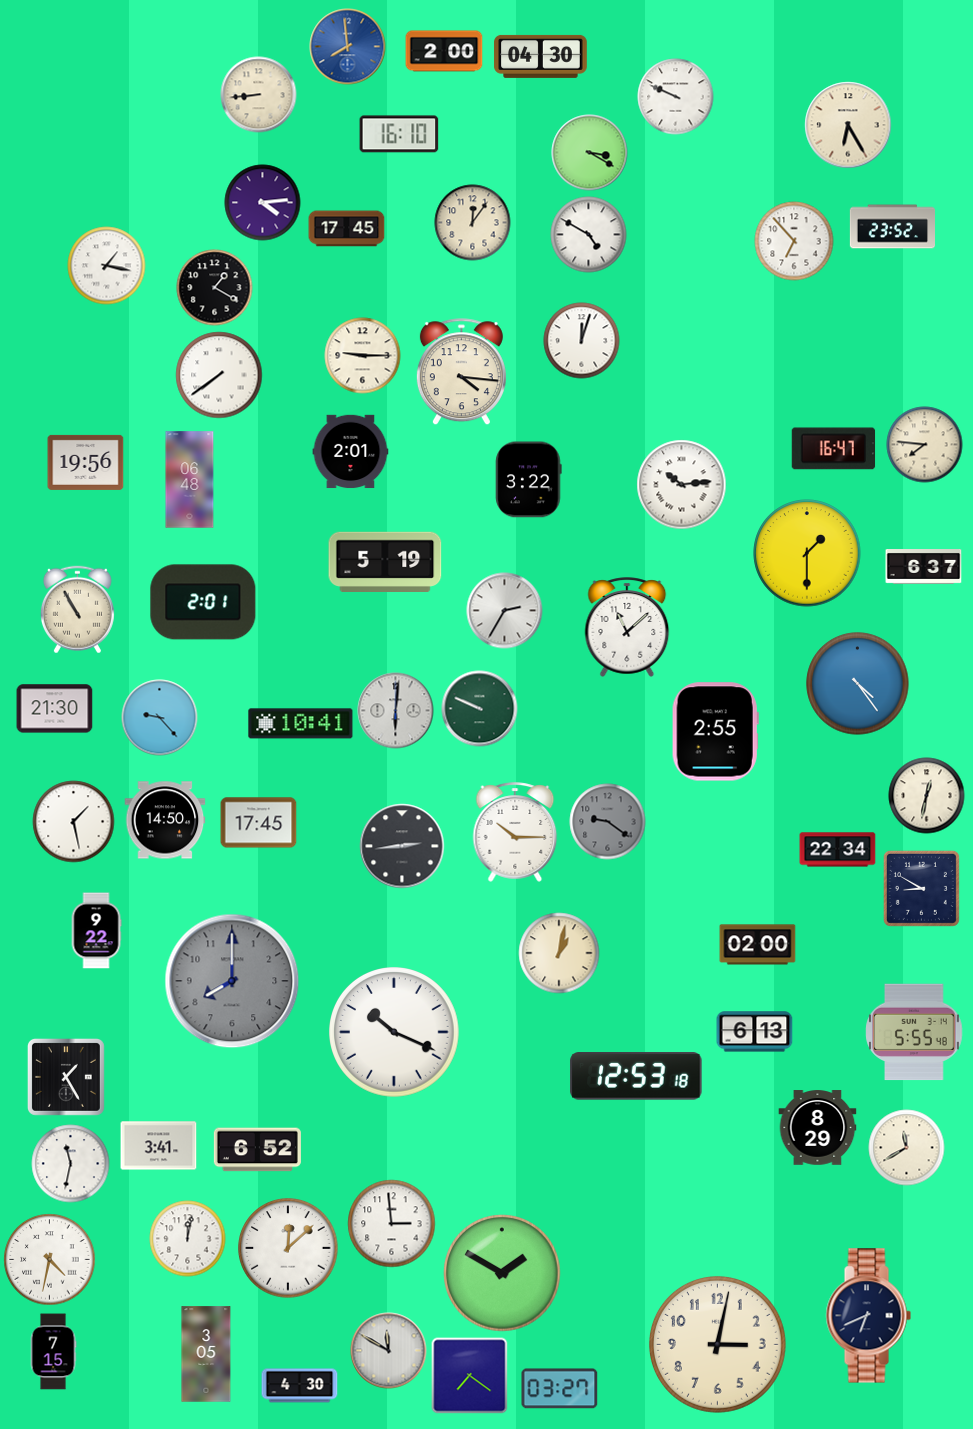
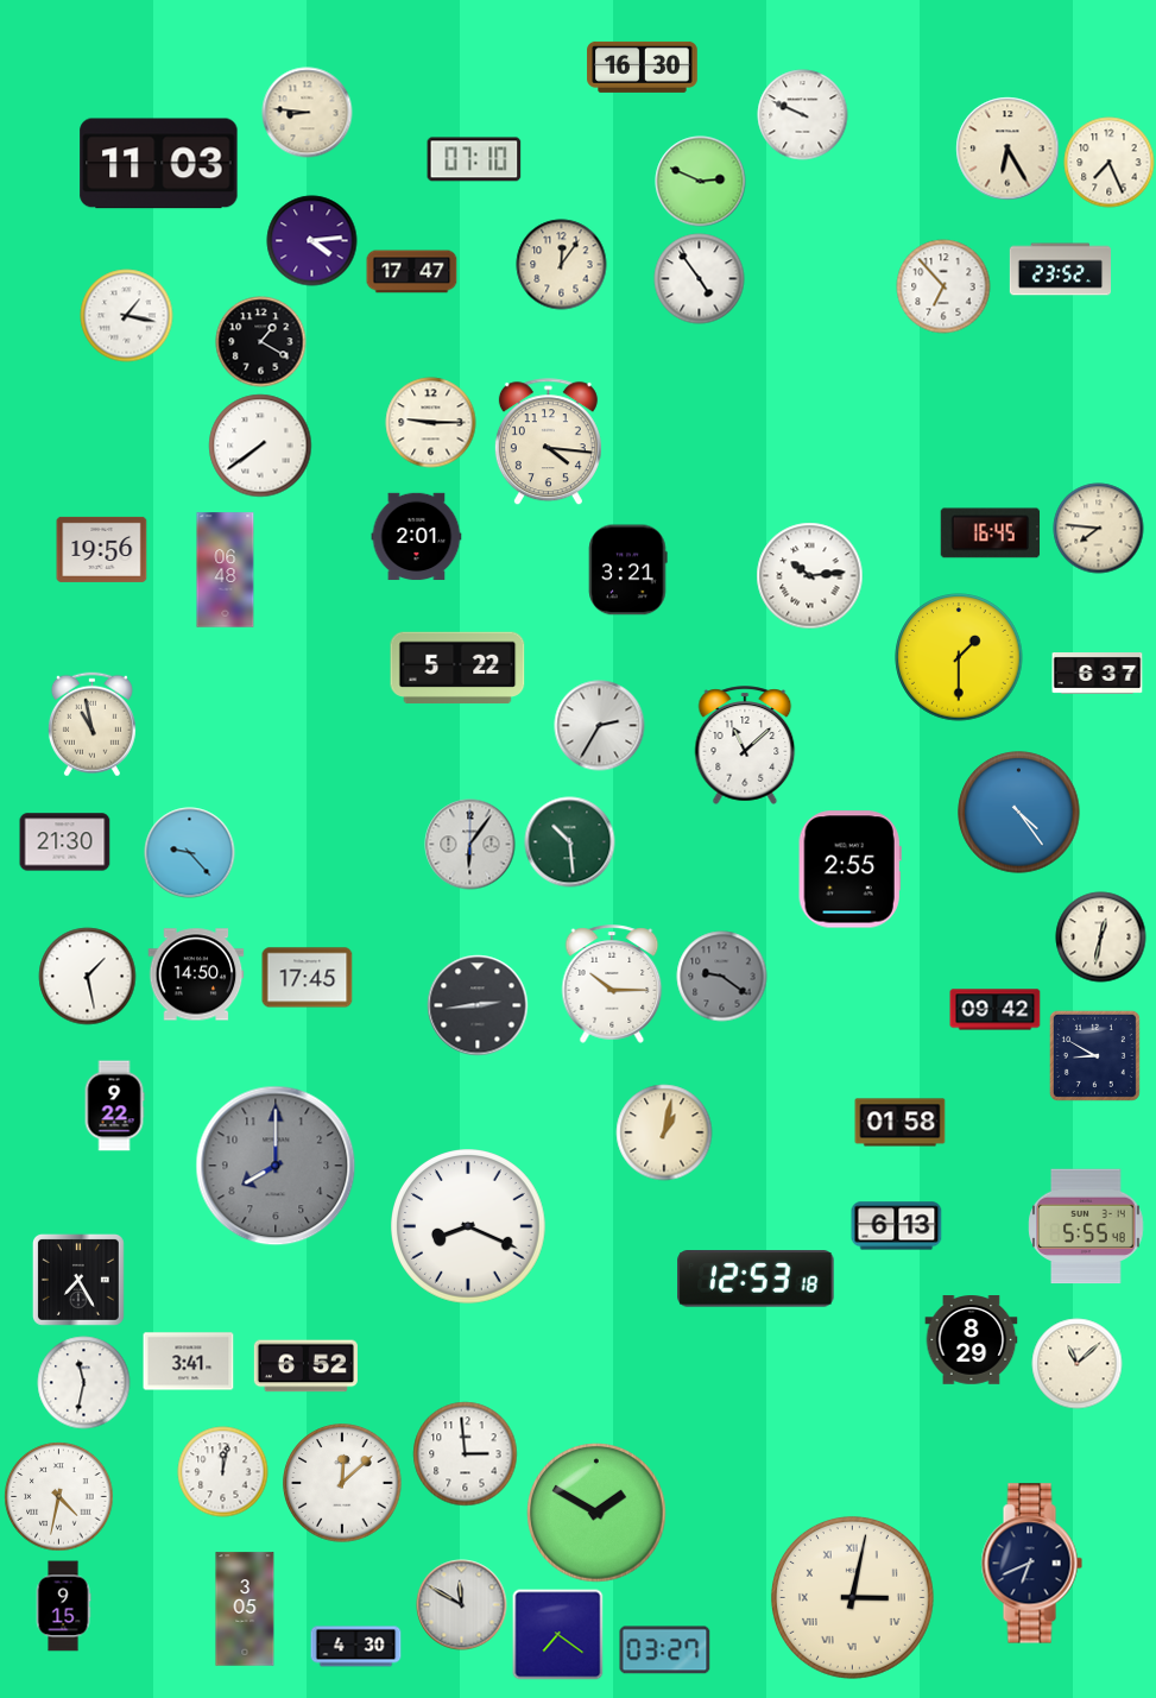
clock at (348, 47): 7:59 -> none
clock at (444, 51): 2:00 -> none
clock at (541, 56): 04:30 -> 16:30
clock at (259, 95): 8:44 -> 8:46
clock at (399, 134): 16:10 -> 07:10
clock at (1110, 163): none -> 7:26
clock at (159, 164): none -> 11:03
clock at (590, 153): 3:20 -> 2:49
clock at (347, 229): 17:45 -> 17:47
clock at (589, 235): 4:50 -> 4:54
clock at (215, 288) position: (215, 288) -> (261, 342)
clock at (582, 341): 12:03 -> none
clock at (834, 449): 16:47 -> 16:45
clock at (529, 480): 3:22 -> 3:21
clock at (385, 561): 5:19 -> 5:22
clock at (203, 602): 2:01 -> none
clock at (77, 610): 10:55 -> 10:58
clock at (480, 709): 9:49 -> 10:29
clock at (396, 711): 6:01 -> 6:06
clock at (301, 724): 10:41 -> none
clock at (927, 796) position: (927, 796) -> (1101, 938)
clock at (515, 832) position: (515, 832) -> (612, 984)
clock at (838, 850): 22:34 -> 09:42
clock at (758, 945): 02:00 -> 01:58
clock at (395, 1033): 10:19 -> 8:19
clock at (66, 1077): 1:25 -> 7:25
clock at (907, 1148): 11:40 -> 11:08
clock at (717, 1344) numerals: Arabic -> Roman
clock at (53, 1352): 7:15 -> 9:15
